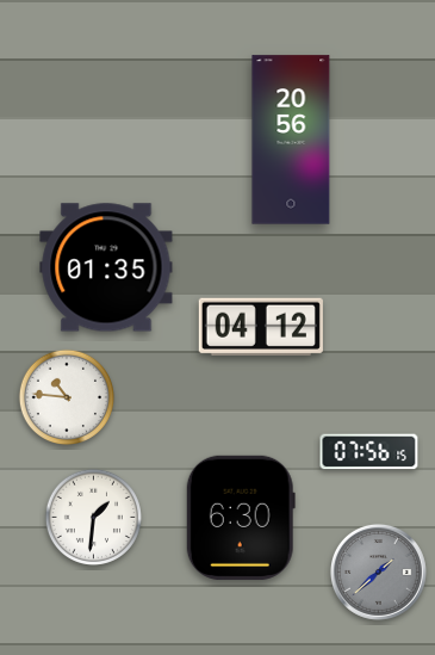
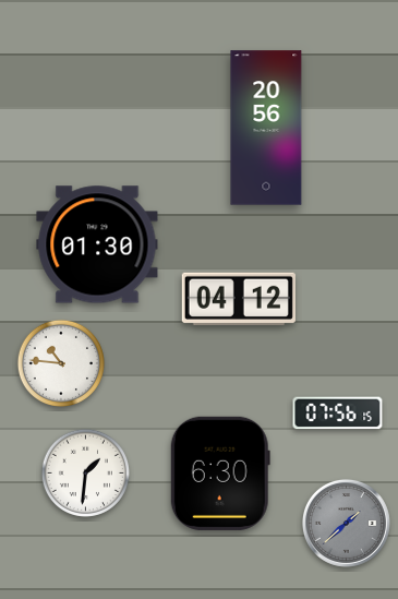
clock at (106, 267): 01:35 -> 01:30
